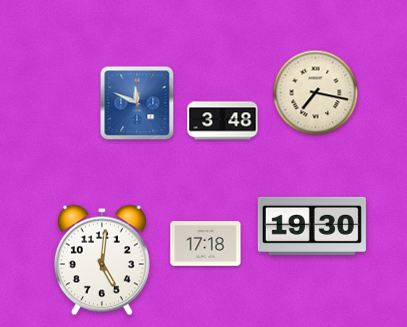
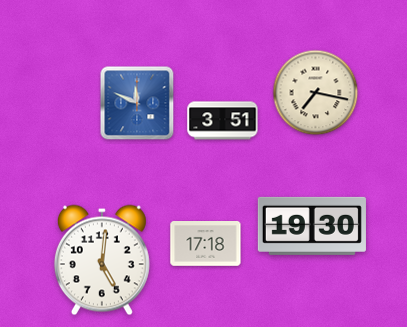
clock at (223, 121): 3:48 -> 3:51
